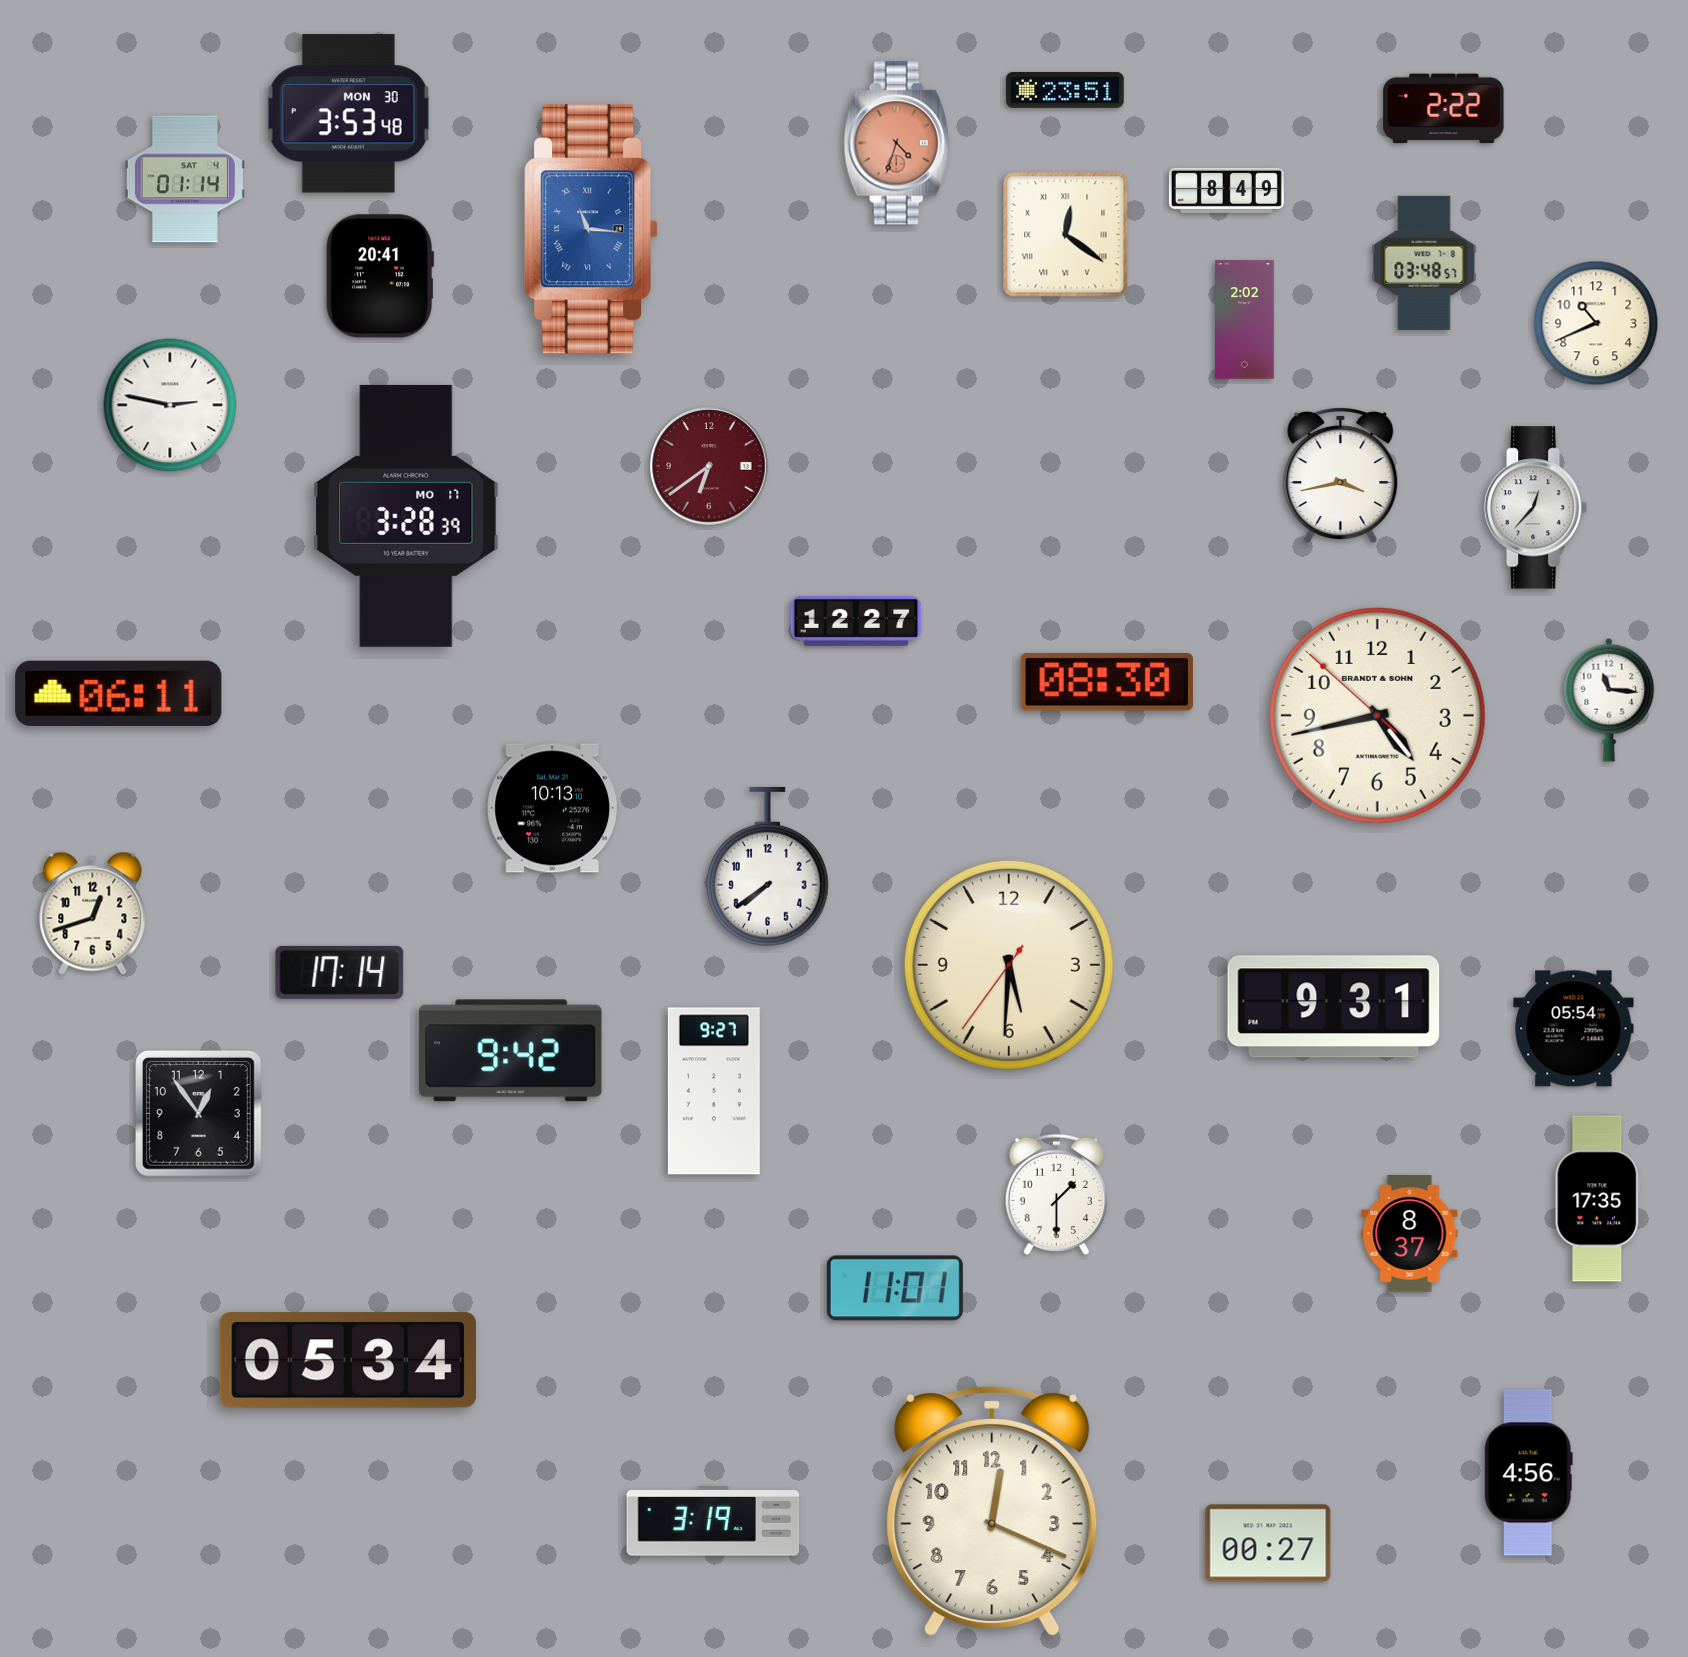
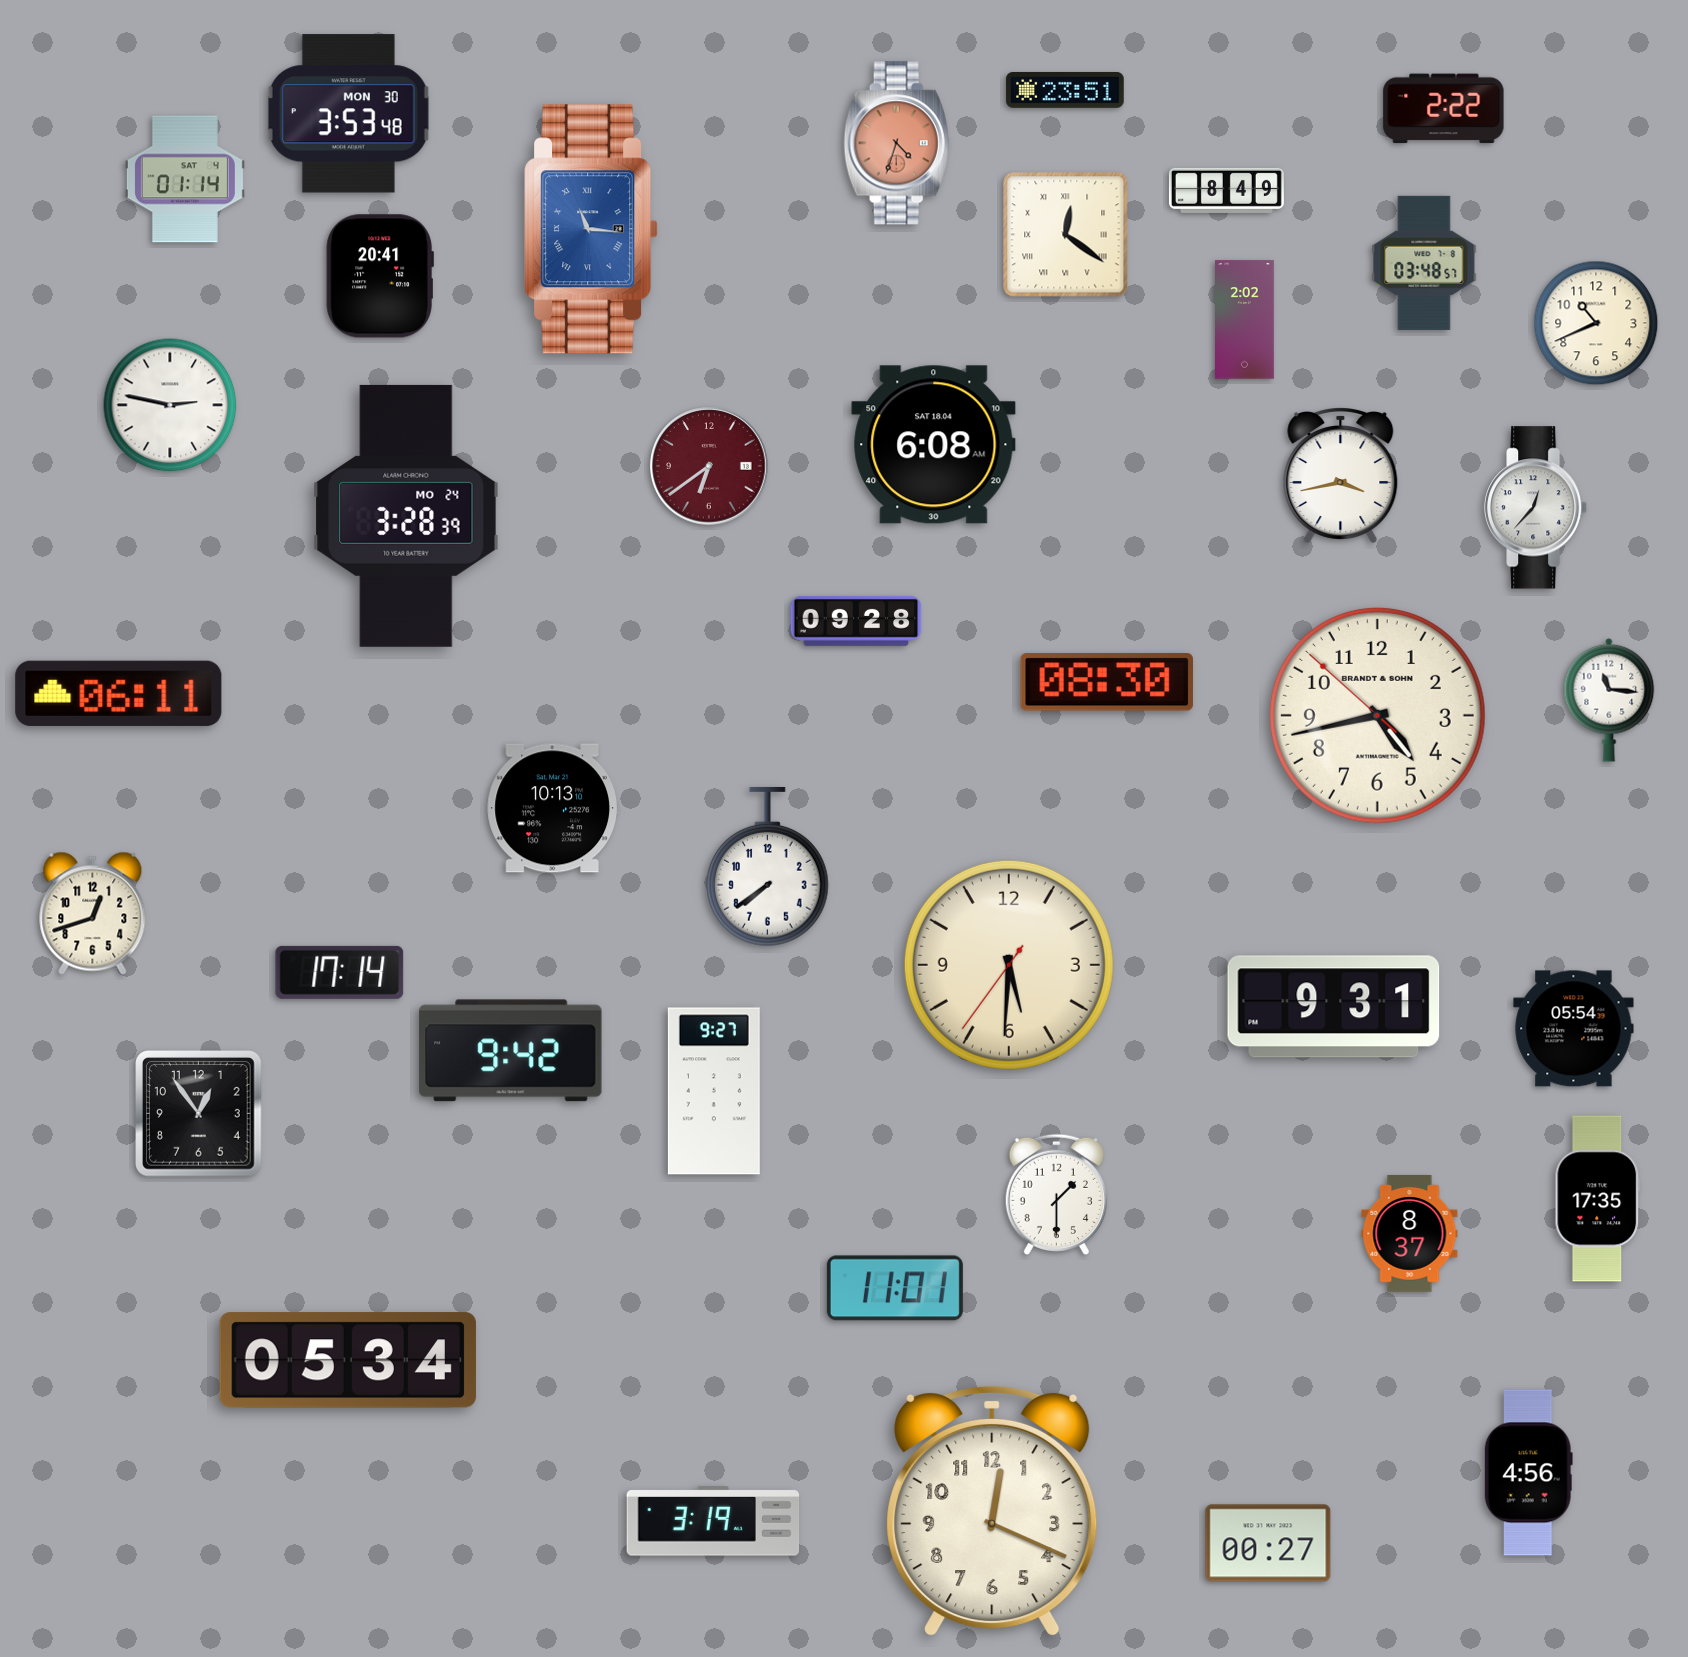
clock at (934, 445): none -> 6:08
clock at (406, 516) date: MO 17 -> MO 24
clock at (856, 621): 12:27 -> 09:28
